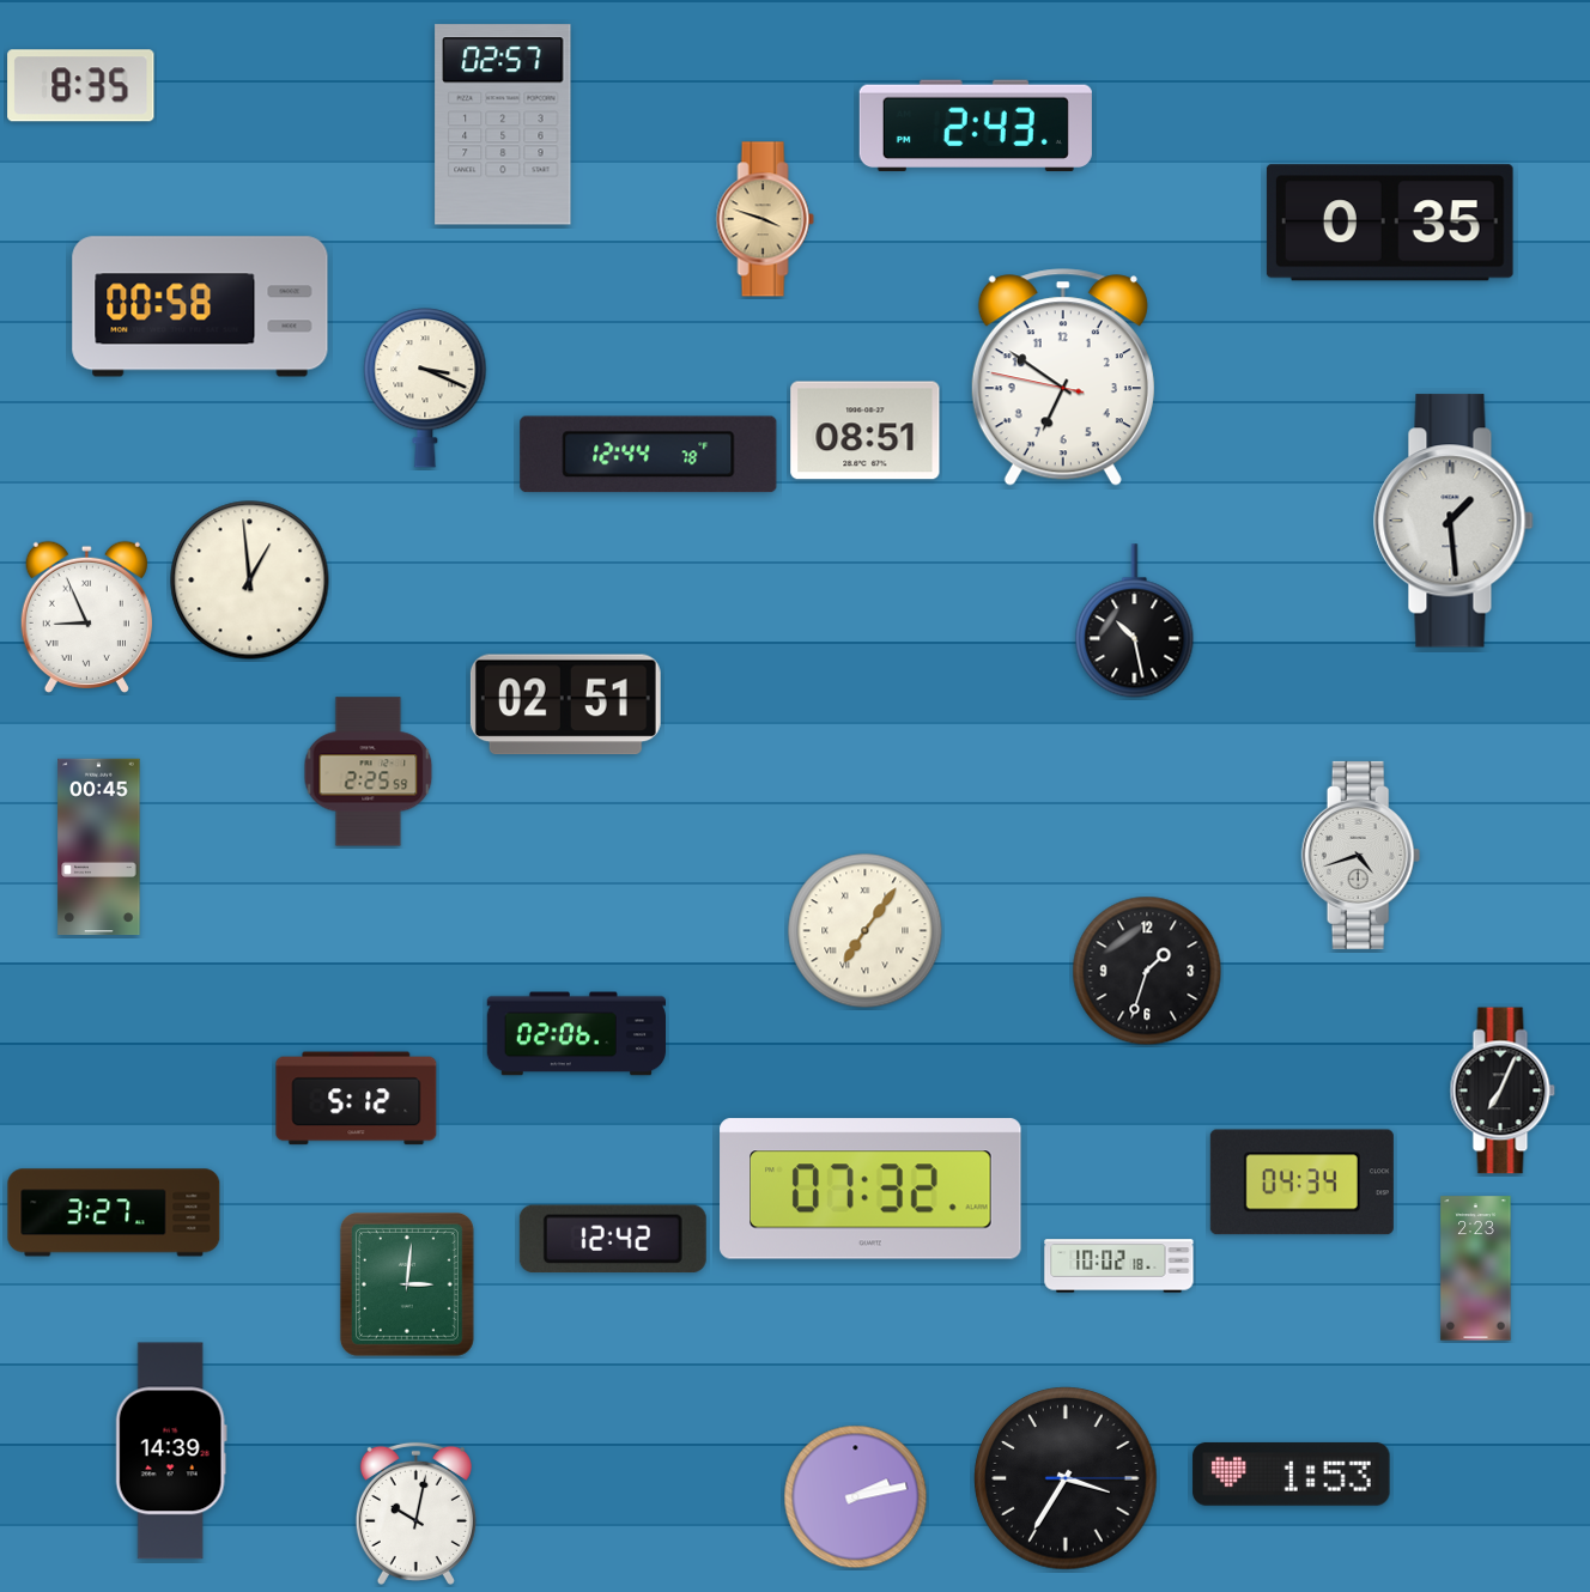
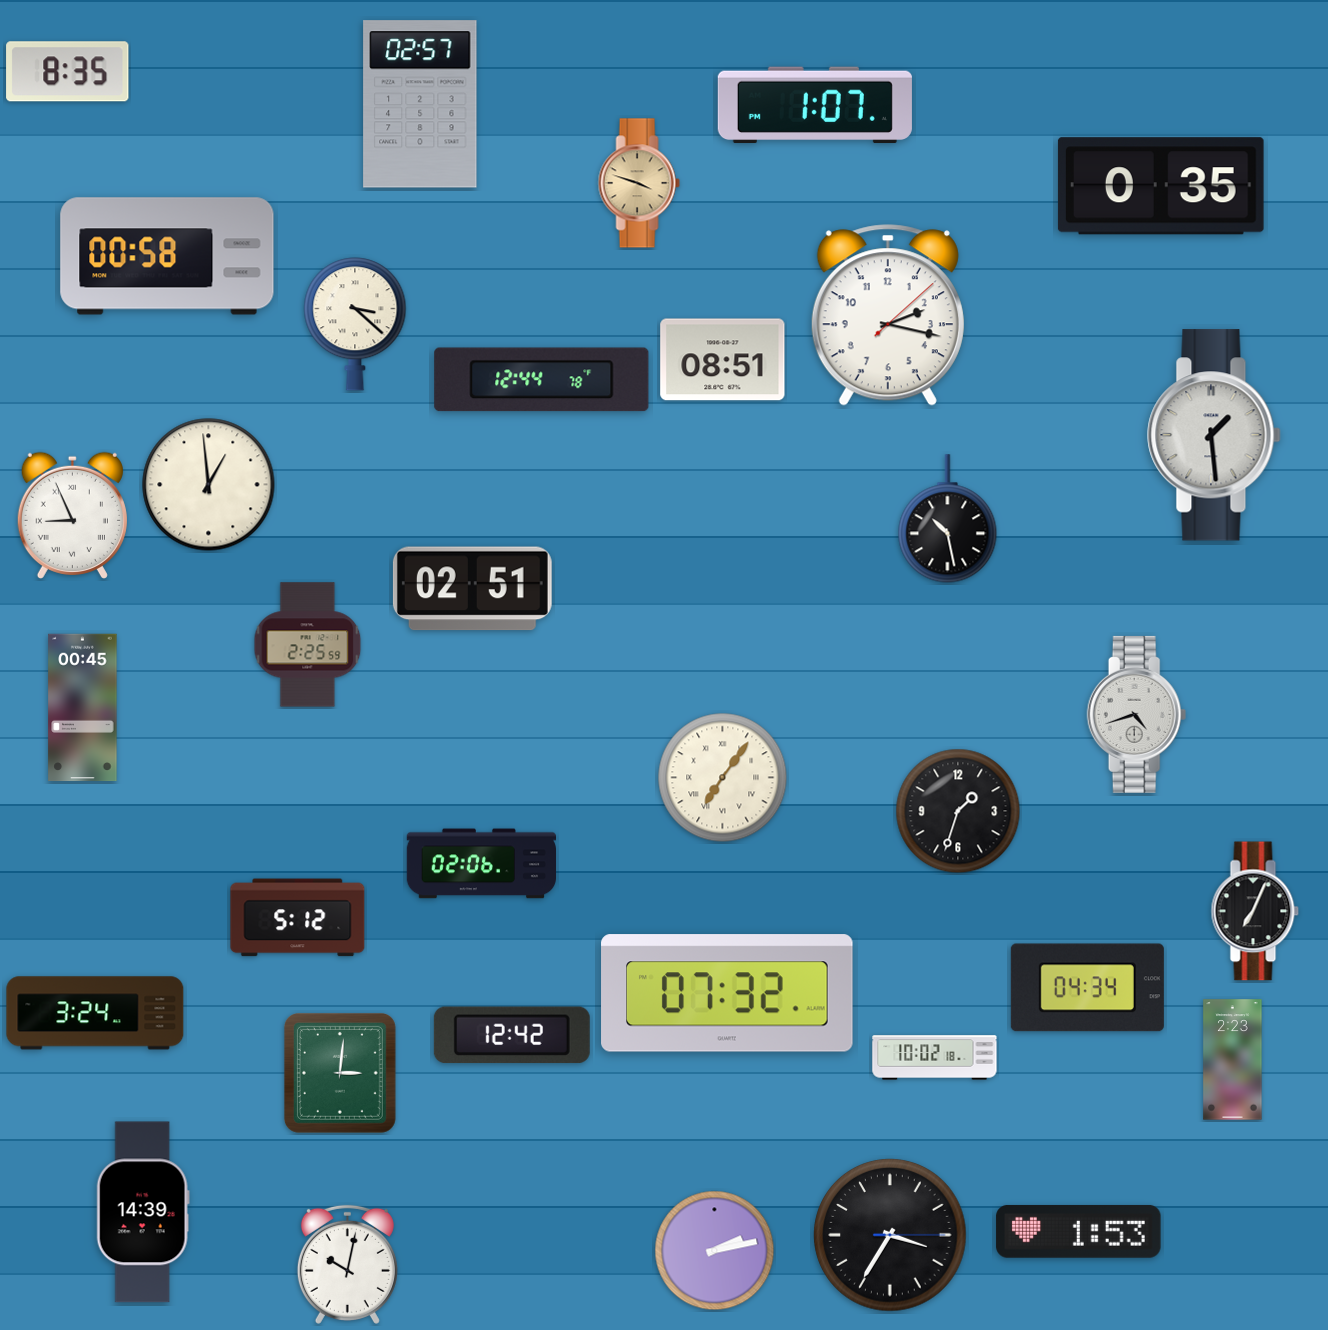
clock at (976, 126): 2:43 -> 1:07
clock at (1063, 377): 6:50 -> 2:17
clock at (425, 388): 3:19 -> 3:22
clock at (114, 1213): 3:27 -> 3:24
